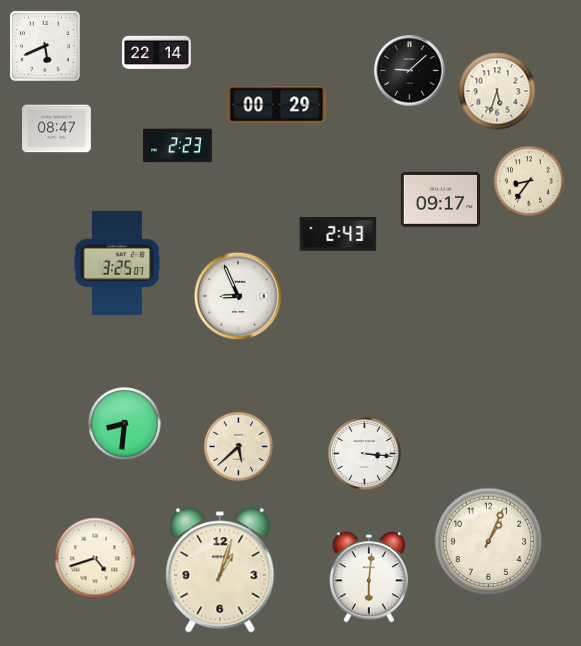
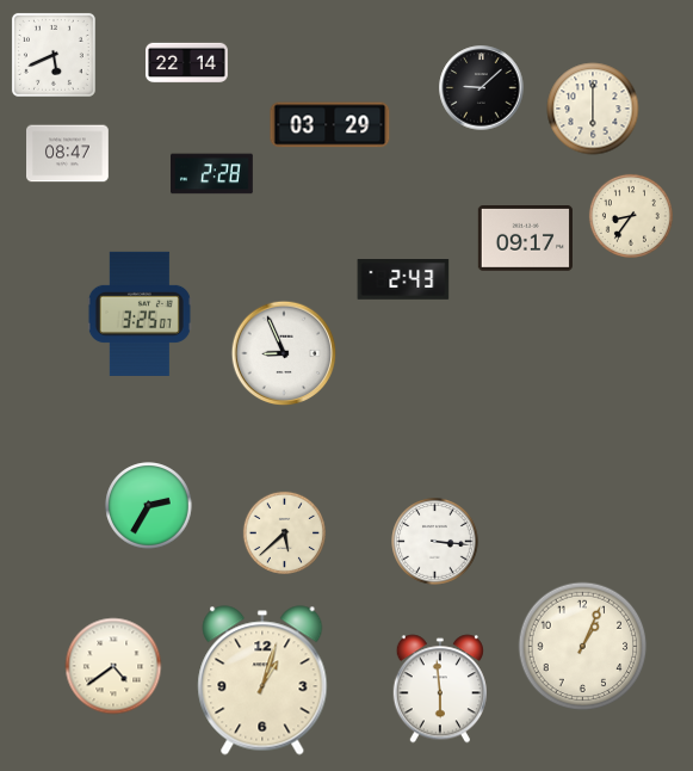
clock at (410, 71) position: (410, 71) -> (482, 88)
clock at (497, 91): 5:33 -> 6:00
clock at (277, 105): 00:29 -> 03:29
clock at (178, 146): 2:23 -> 2:28
clock at (125, 424): 8:31 -> 2:35
clock at (95, 558): 4:42 -> 4:39
clock at (368, 577): 6:01 -> 5:59
